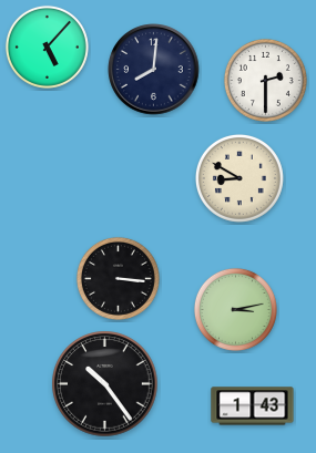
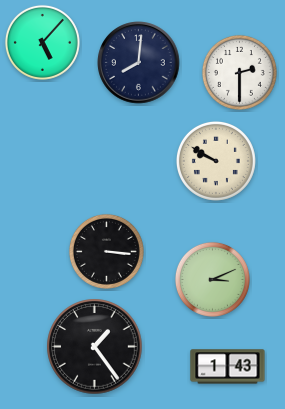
clock at (239, 178): 8:50 -> 9:50
clock at (235, 309): 3:13 -> 3:11
clock at (105, 384): 10:24 -> 1:24
